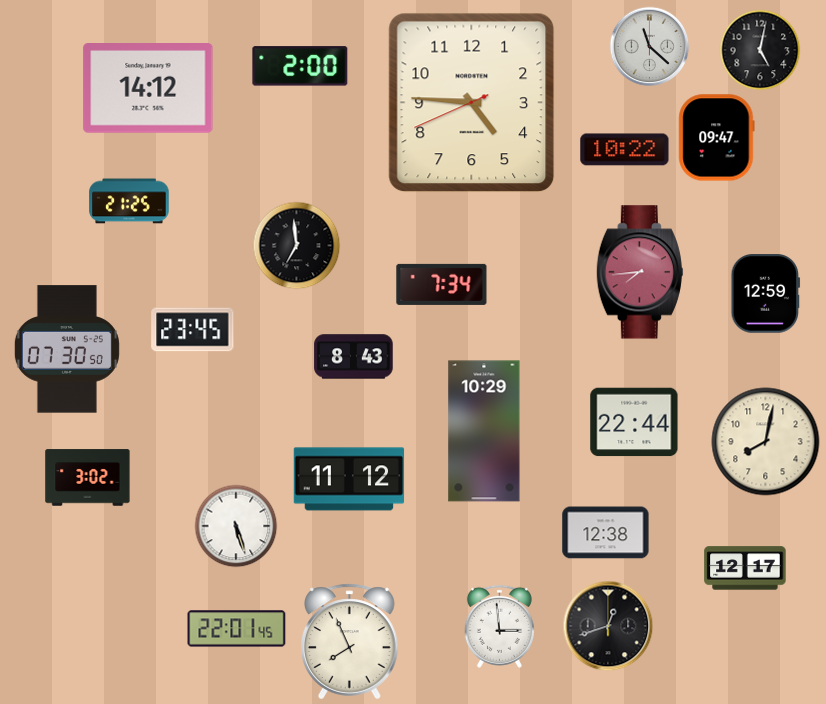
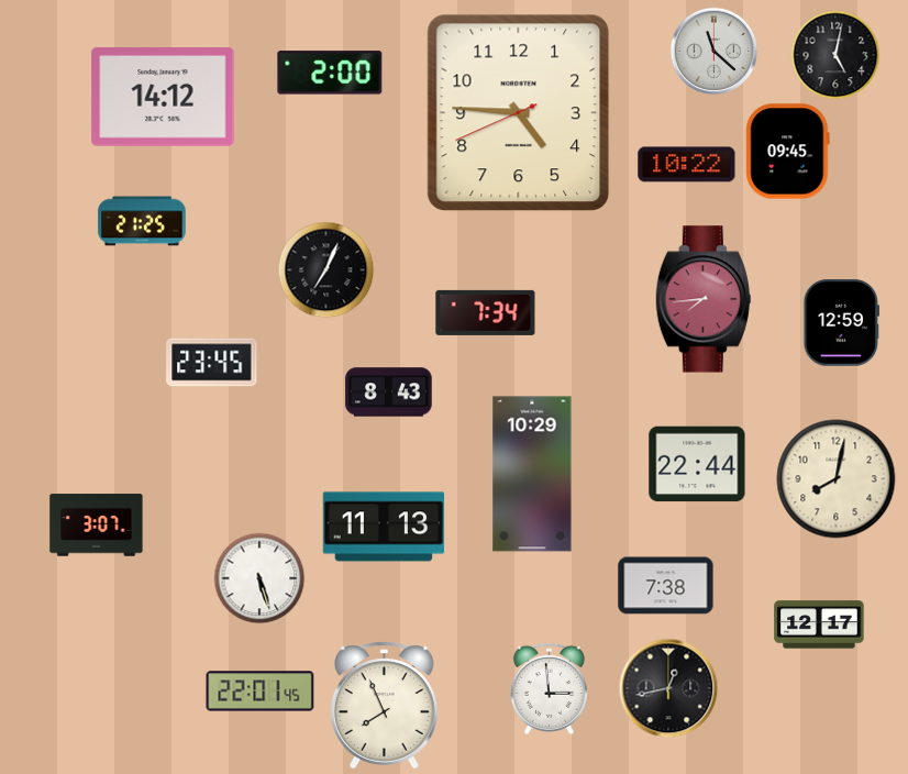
clock at (717, 138): 09:47 -> 09:45
clock at (296, 245): 6:59 -> 7:04
clock at (67, 349): 07:30 -> none
clock at (766, 442) position: (766, 442) -> (837, 479)
clock at (88, 478): 3:02 -> 3:07
clock at (349, 479): 11:12 -> 11:13
clock at (606, 533): 12:38 -> 7:38
clock at (608, 626): 12:42 -> 12:43
